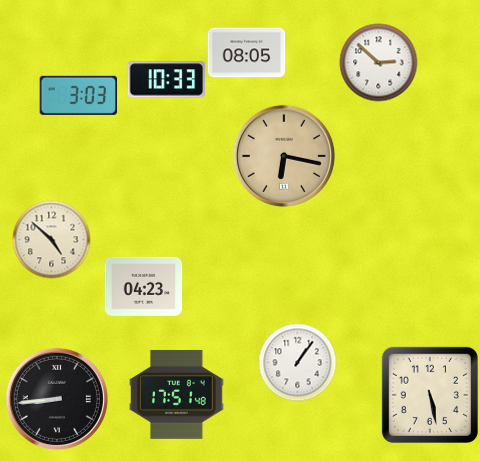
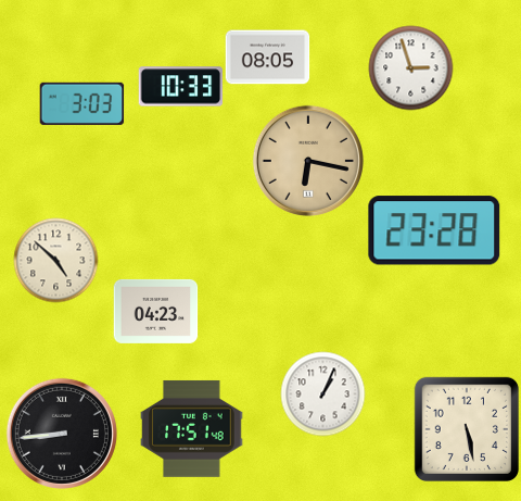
clock at (378, 62): 2:52 -> 2:57
clock at (78, 95) position: (78, 95) -> (81, 103)
clock at (284, 156) position: (284, 156) -> (308, 161)
clock at (434, 230): none -> 23:28
clock at (297, 362): 1:06 -> 1:04
